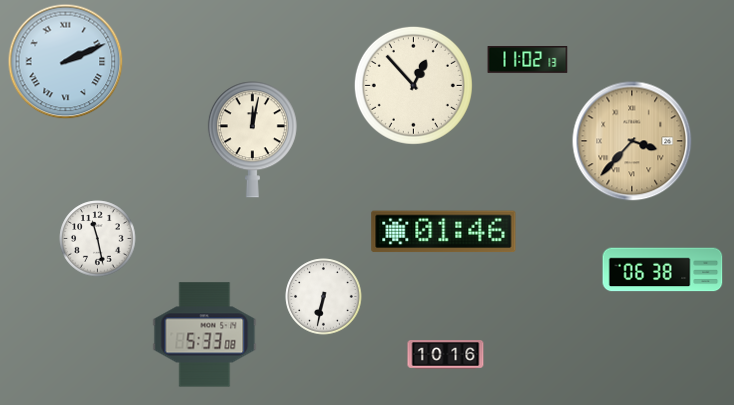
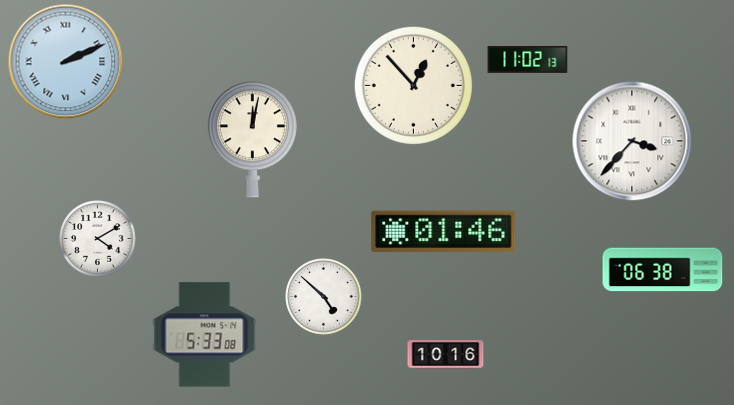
clock at (632, 141) dial: champagne -> white
clock at (98, 239): 11:28 -> 4:10
clock at (324, 297): 6:32 -> 4:52
